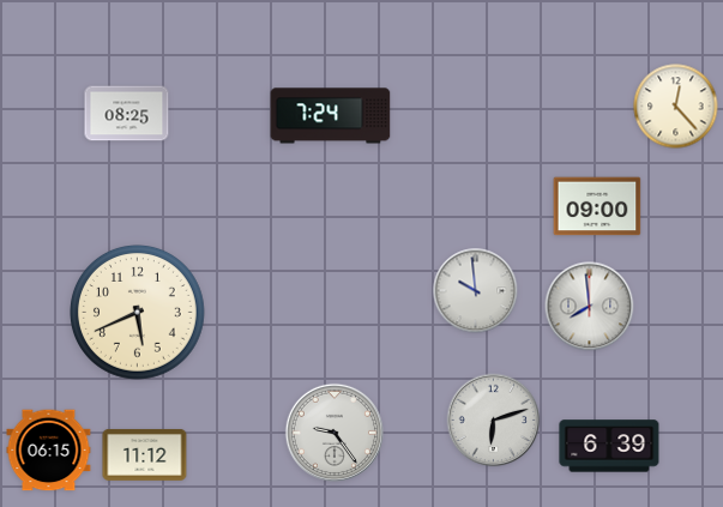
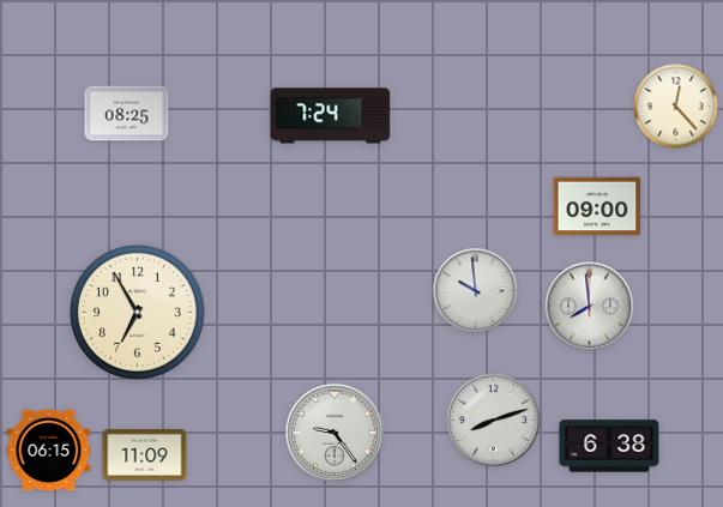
clock at (138, 313): 5:41 -> 6:55
clock at (494, 421): 6:12 -> 8:12
clock at (609, 446): 6:39 -> 6:38
clock at (145, 455): 11:12 -> 11:09
